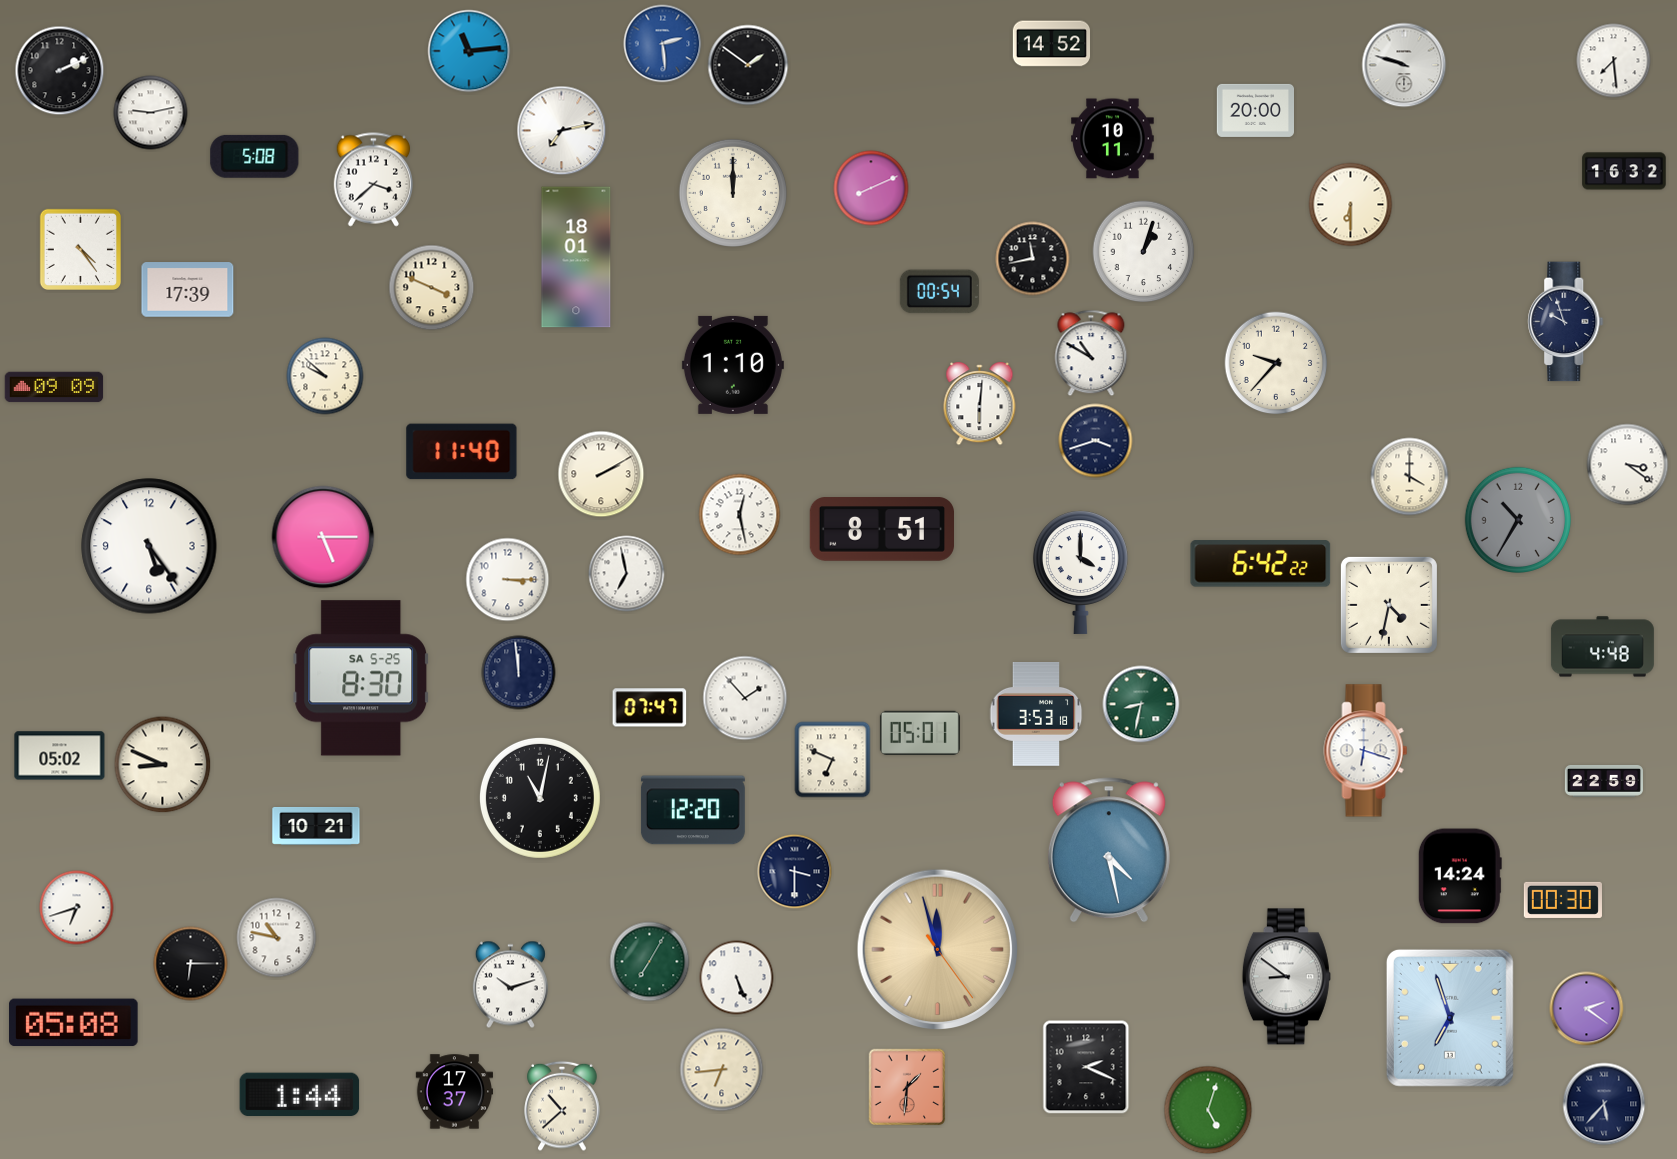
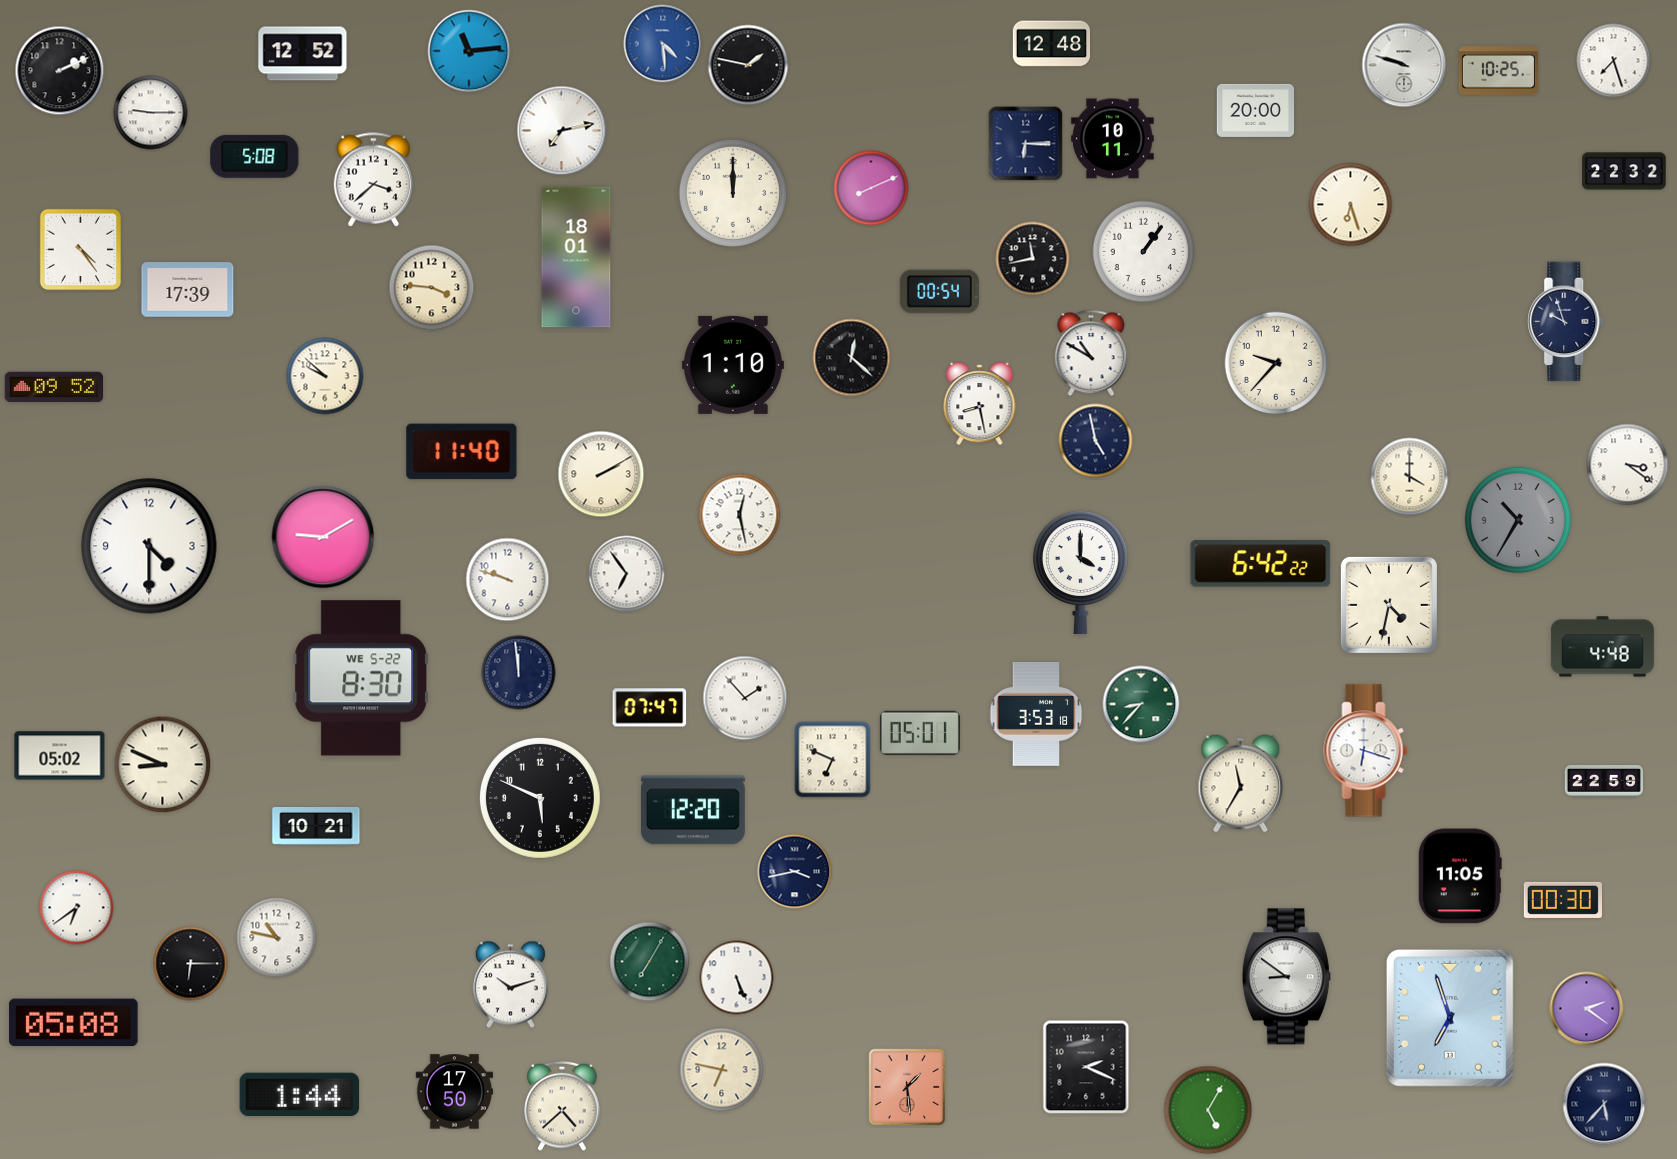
clock at (663, 44): 2:29 -> 4:29
clock at (1052, 44): 14:52 -> 12:48
clock at (303, 54): none -> 12:52
clock at (1614, 61): 7:29 -> 7:27
clock at (748, 65): 1:51 -> 1:47
clock at (1498, 71): none -> 10:25
clock at (151, 113): 9:13 -> 9:15
clock at (1026, 144): none -> 6:15
clock at (1624, 171): 16:32 -> 22:32
clock at (1351, 205): 6:30 -> 6:27
clock at (1144, 252): 1:03 -> 1:06
clock at (432, 288): 3:49 -> 3:46
clock at (852, 358): none -> 12:22
clock at (54, 387): 09:09 -> 09:52
clock at (980, 405): 6:01 -> 8:28
clock at (1096, 441): 3:42 -> 4:58
clock at (881, 529): 8:51 -> none
clock at (323, 537): 5:15 -> 9:10
clock at (149, 546): 5:24 -> 4:30
clock at (627, 574): 6:58 -> 6:54
clock at (508, 580): 3:15 -> 9:48
clock at (361, 678) date: SA 5-25 -> WE 5-22
clock at (1141, 704): 8:32 -> 8:37
clock at (1241, 784): none -> 11:35
clock at (540, 798): 11:02 -> 5:49
clock at (1109, 850): 4:28 -> none
clock at (795, 872): 3:30 -> 3:43
clock at (1460, 876): 14:24 -> 11:05
clock at (77, 908): 6:42 -> 6:39
clock at (938, 950): 11:57 -> none
clock at (722, 1070): 6:44 -> 6:47
clock at (907, 1087): 1:31 -> 1:29
clock at (454, 1092): 17:37 -> 17:50
clock at (562, 1106): 10:38 -> 4:38
clock at (1208, 1110): 5:03 -> 5:05
